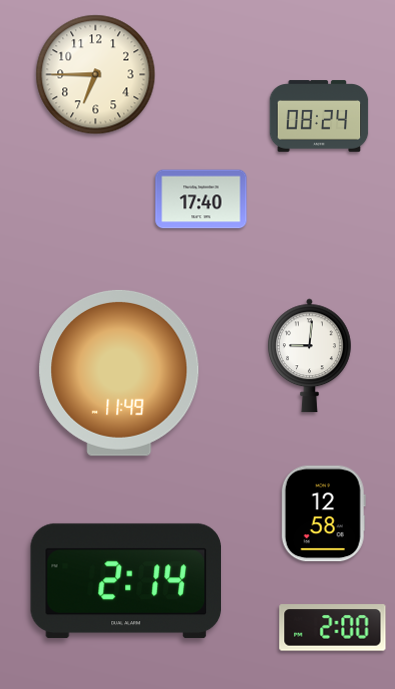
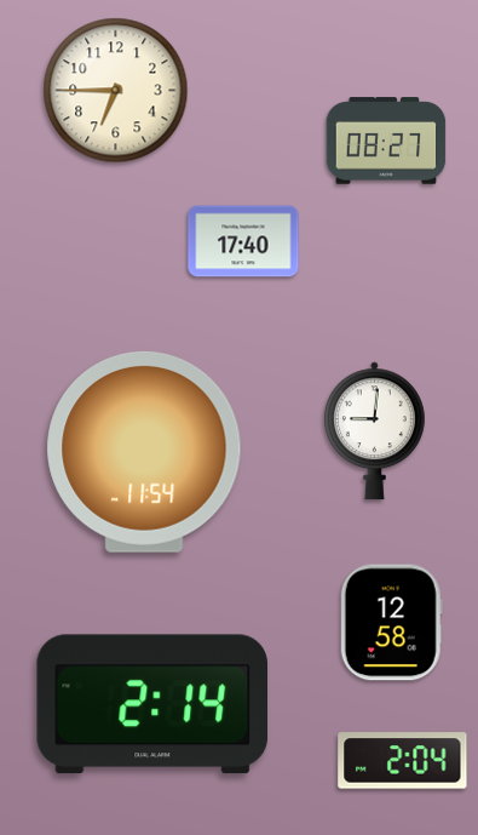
clock at (319, 116): 08:24 -> 08:27
clock at (119, 373): 11:49 -> 11:54
clock at (333, 628): 2:00 -> 2:04
